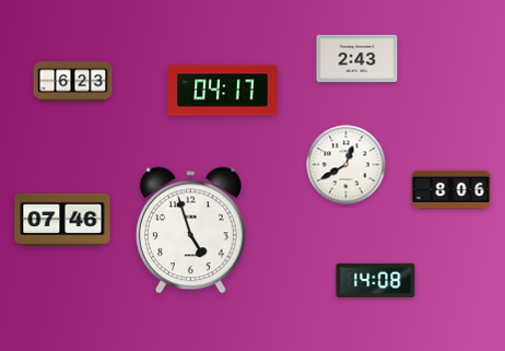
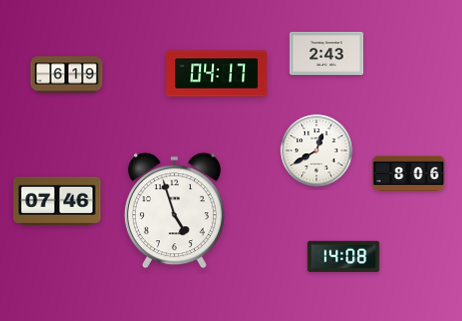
clock at (73, 82): 6:23 -> 6:19
clock at (223, 91) position: (223, 91) -> (217, 74)
clock at (451, 189) position: (451, 189) -> (409, 173)
